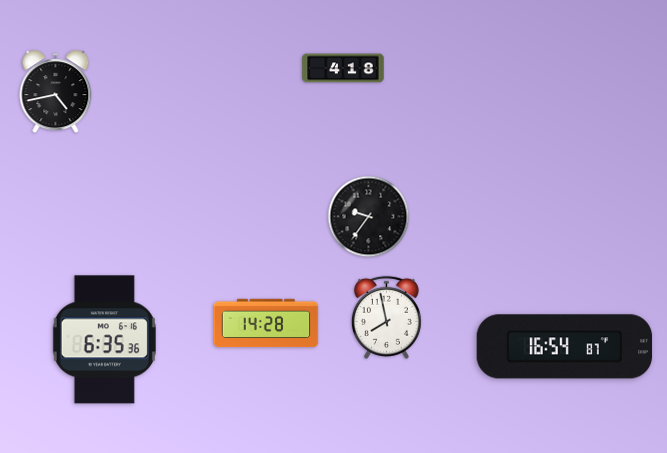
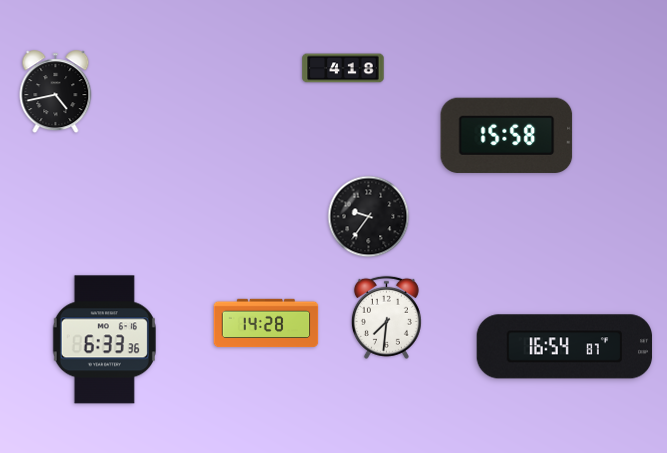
clock at (507, 135): none -> 15:58
clock at (386, 317): 7:58 -> 7:31
clock at (104, 340): 6:35 -> 6:33
